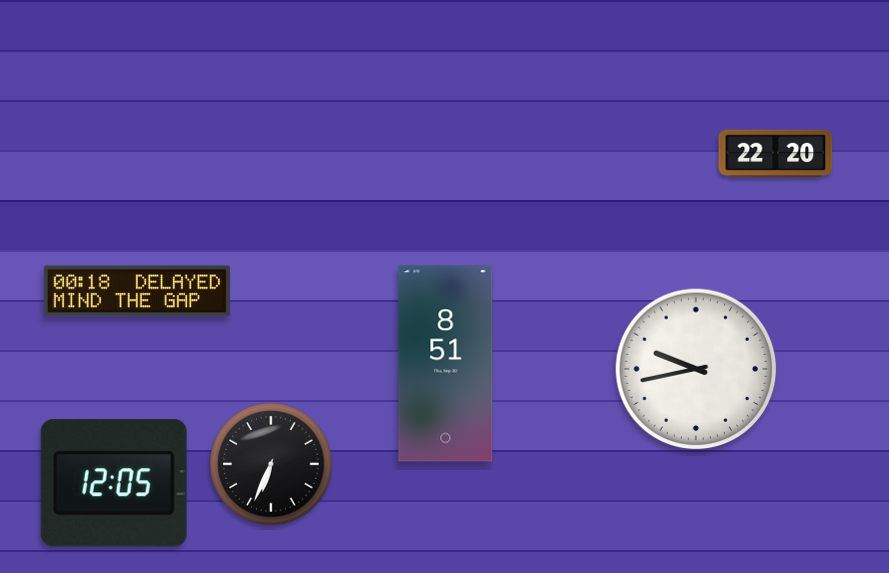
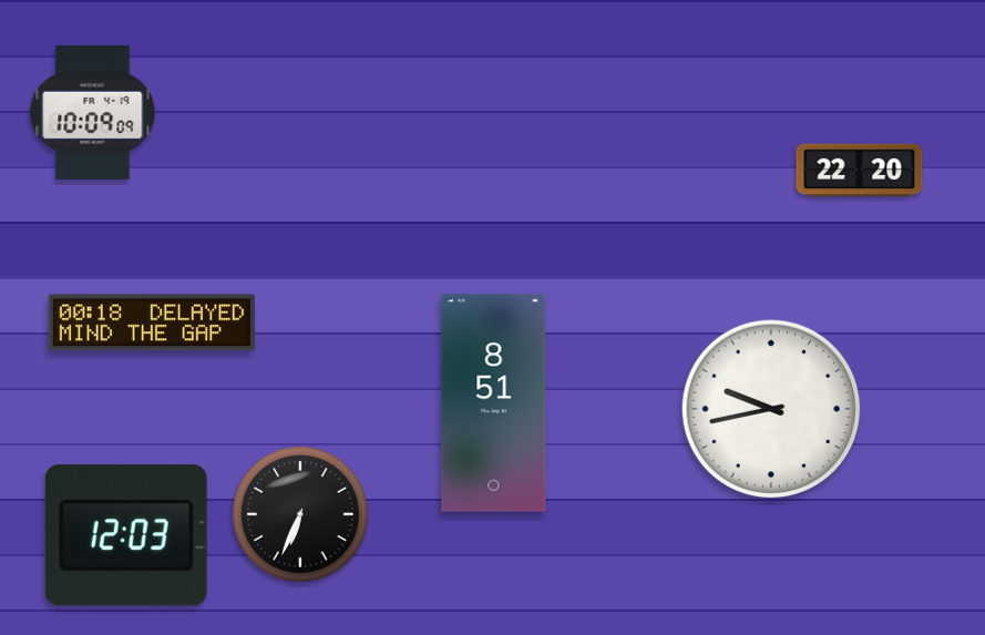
clock at (93, 112): none -> 10:09
clock at (114, 483): 12:05 -> 12:03
